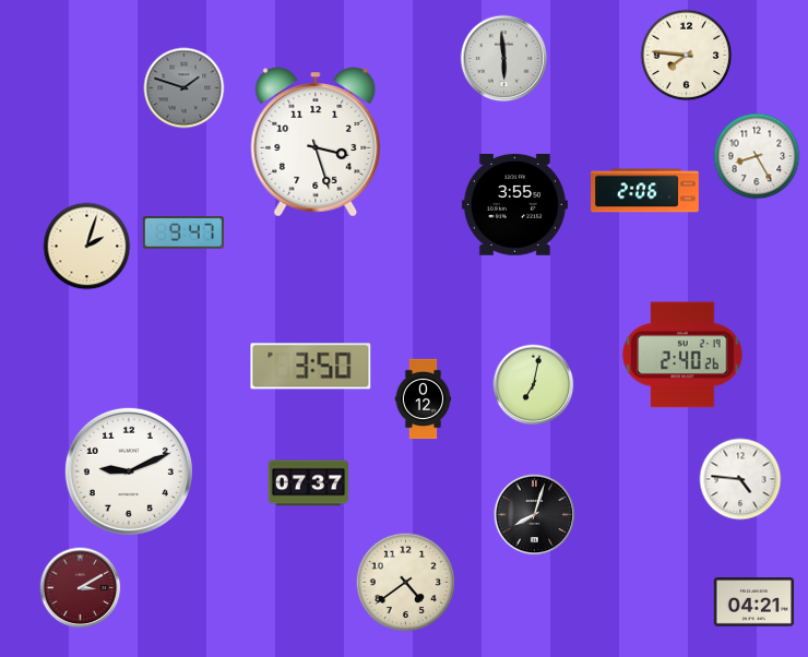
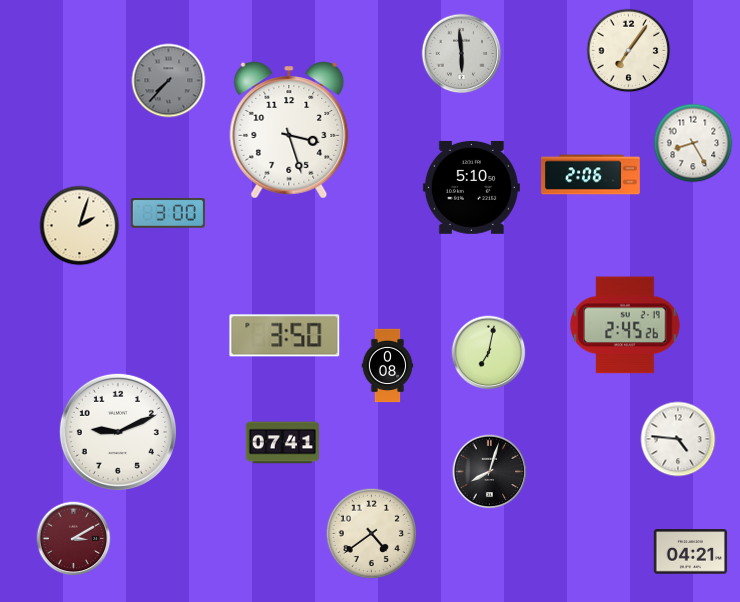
clock at (687, 56): 7:46 -> 7:06
clock at (185, 88): 1:48 -> 7:37
clock at (514, 204): 3:55 -> 5:10
clock at (183, 234): 9:47 -> 3:00
clock at (682, 355): 2:40 -> 2:45
clock at (424, 399): 0:12 -> 0:08
clock at (309, 483): 07:37 -> 07:41
